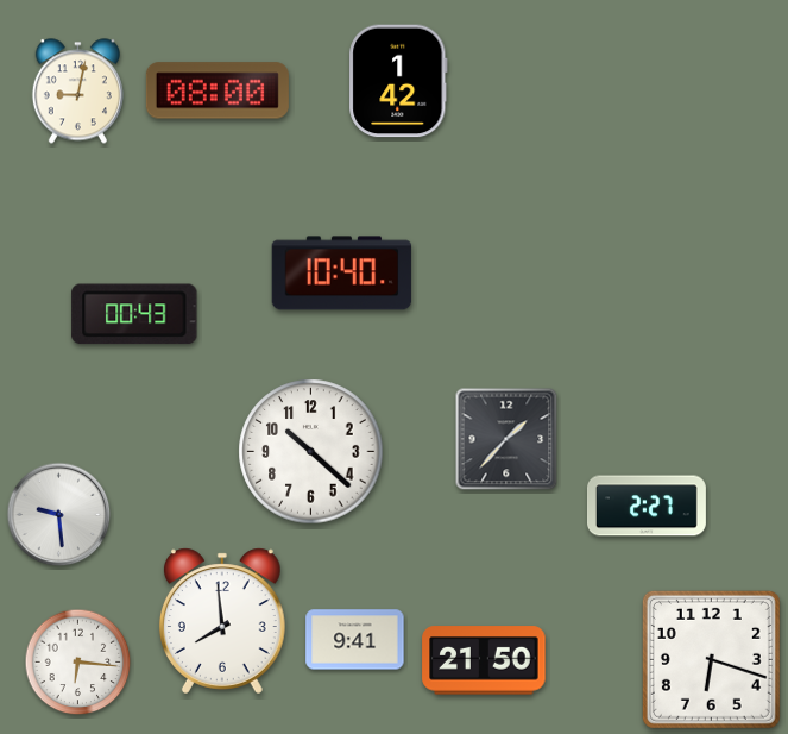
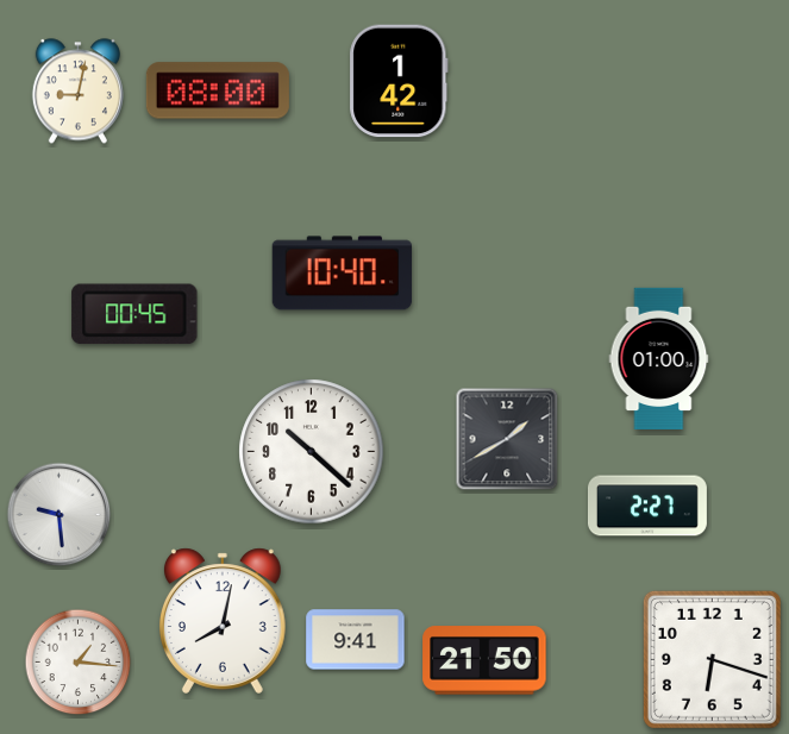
clock at (134, 314): 00:43 -> 00:45
clock at (659, 358): none -> 01:00
clock at (506, 439): 1:37 -> 1:40
clock at (222, 621): 7:59 -> 8:02
clock at (78, 663): 6:16 -> 1:16
